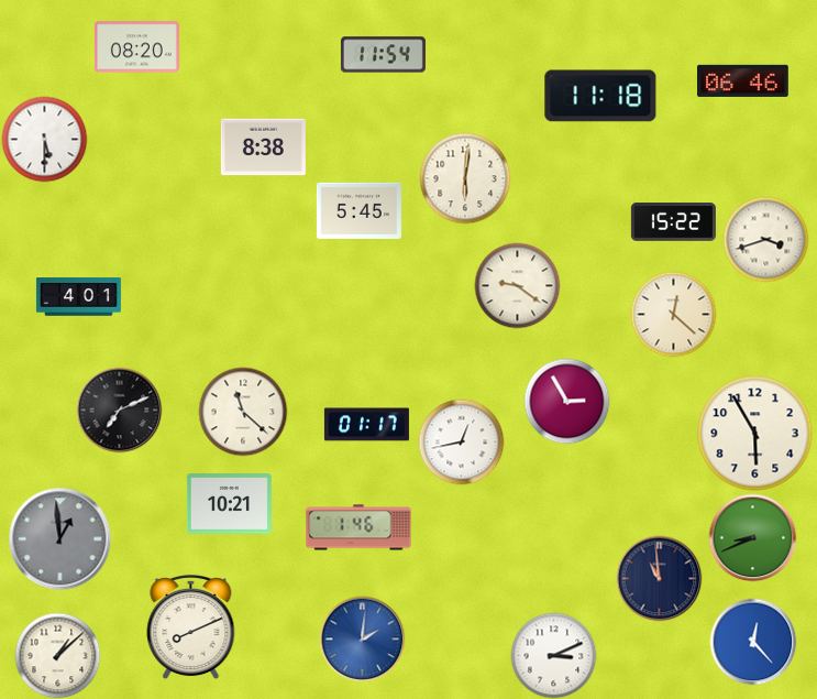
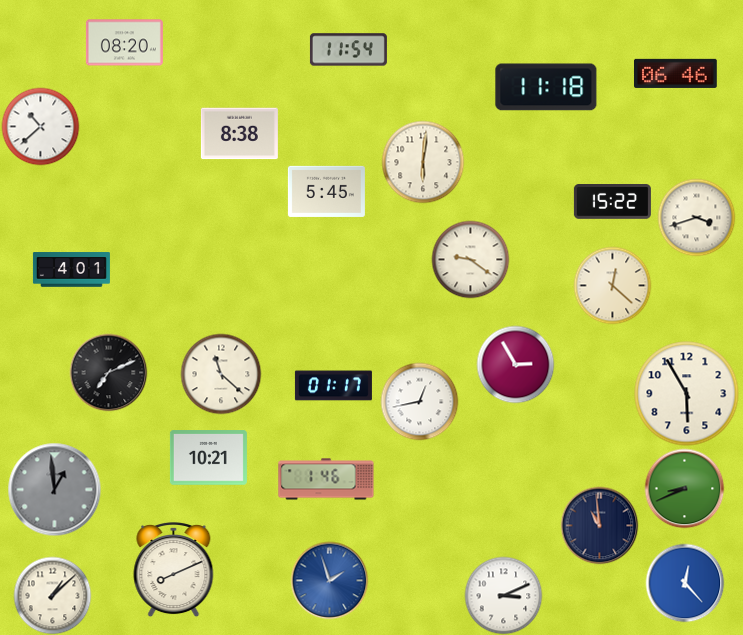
clock at (44, 139): 5:30 -> 10:38
clock at (362, 638): 2:01 -> 1:57
